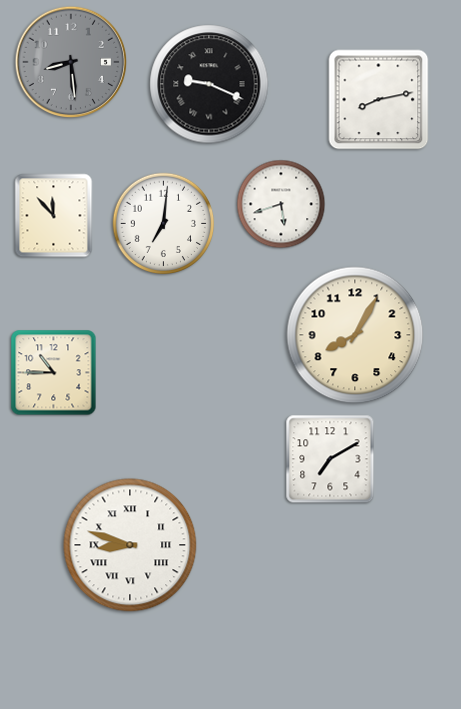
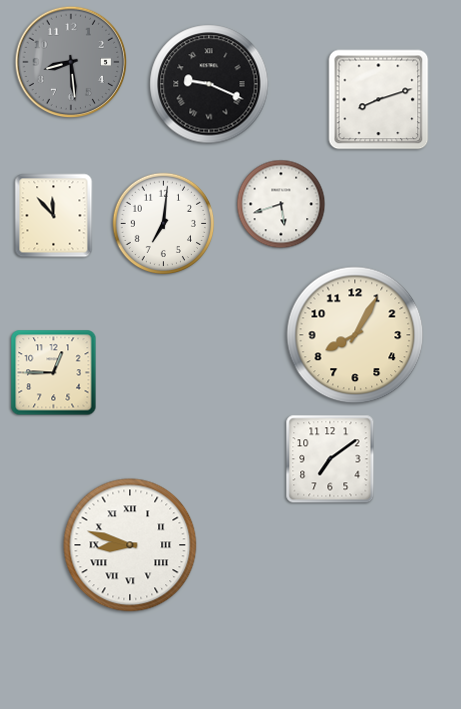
clock at (379, 100): 8:13 -> 8:12
clock at (54, 373): 10:45 -> 12:45
clock at (330, 459): 7:10 -> 7:09
